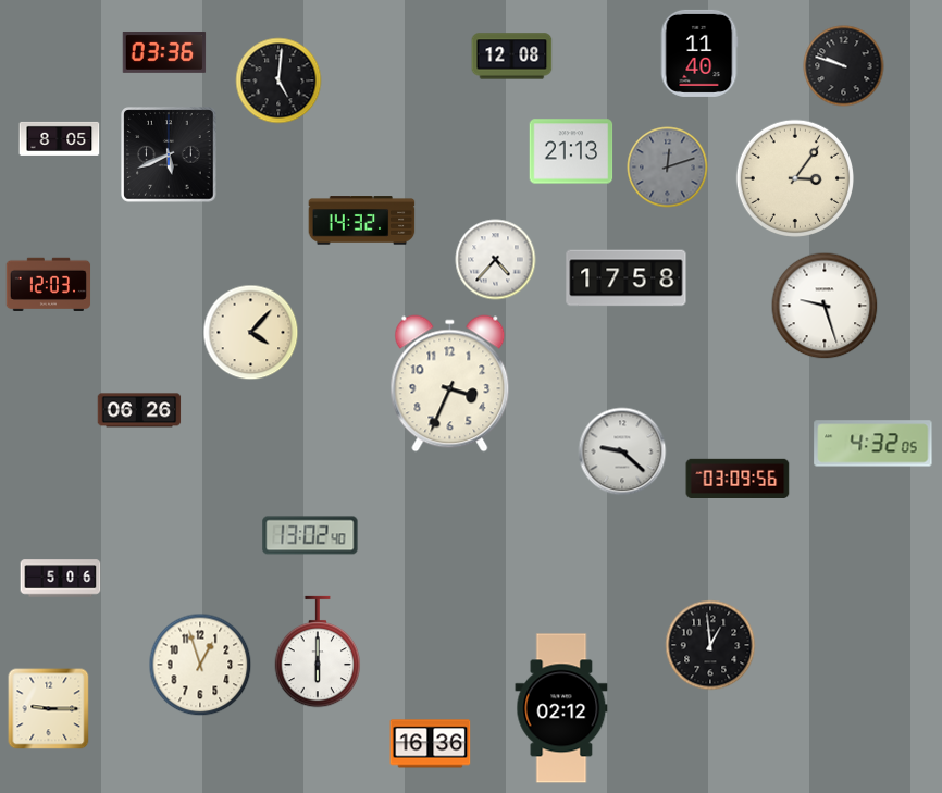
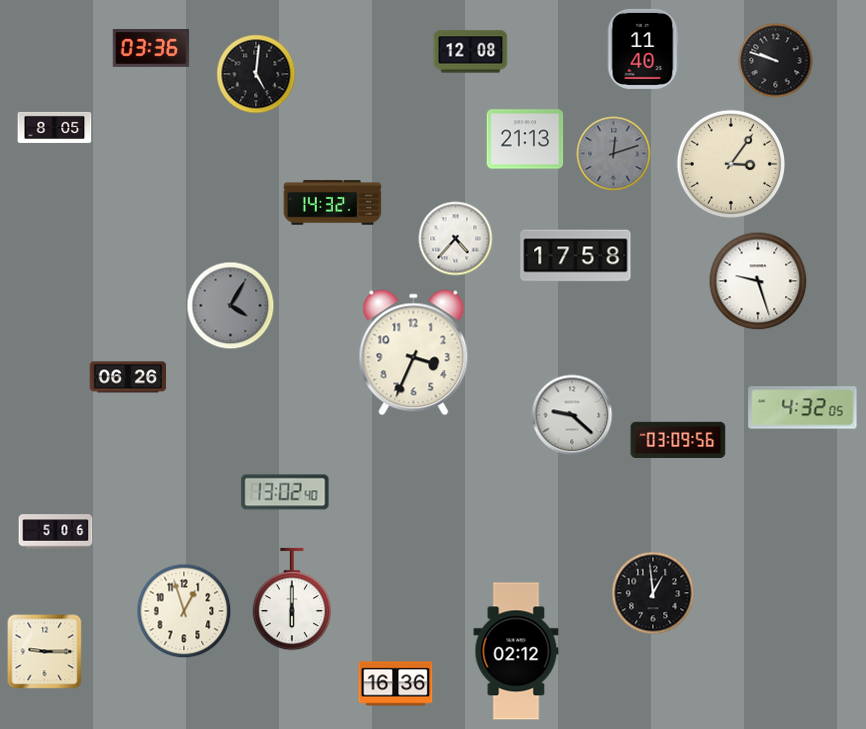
clock at (169, 154): 5:41 -> none
clock at (49, 285): 12:03 -> none
clock at (251, 333): 4:07 -> 4:05
clock at (251, 333) dial: cream -> grey
